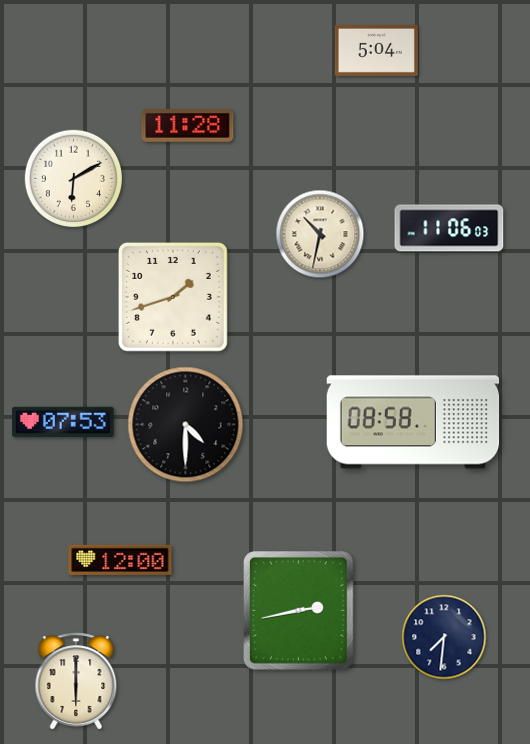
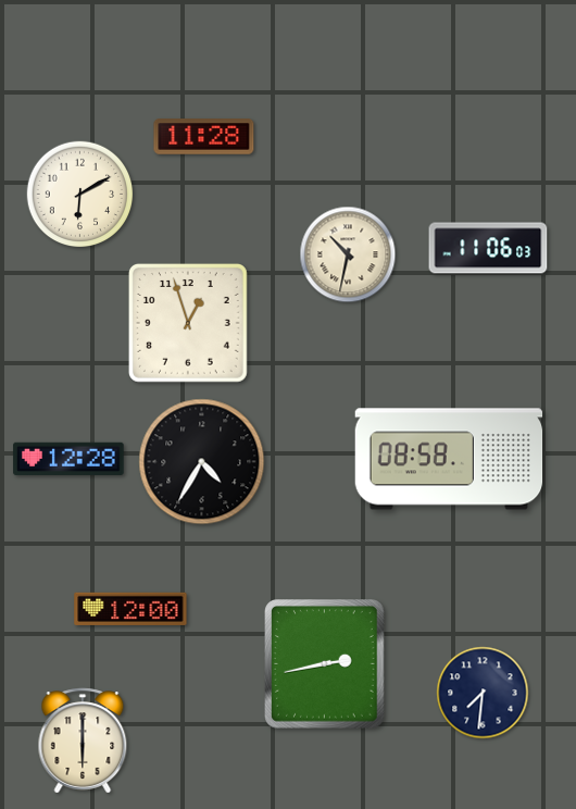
clock at (376, 50): 5:04 -> none
clock at (173, 297): 1:42 -> 12:57
clock at (63, 422): 07:53 -> 12:28
clock at (186, 425): 4:30 -> 4:35
